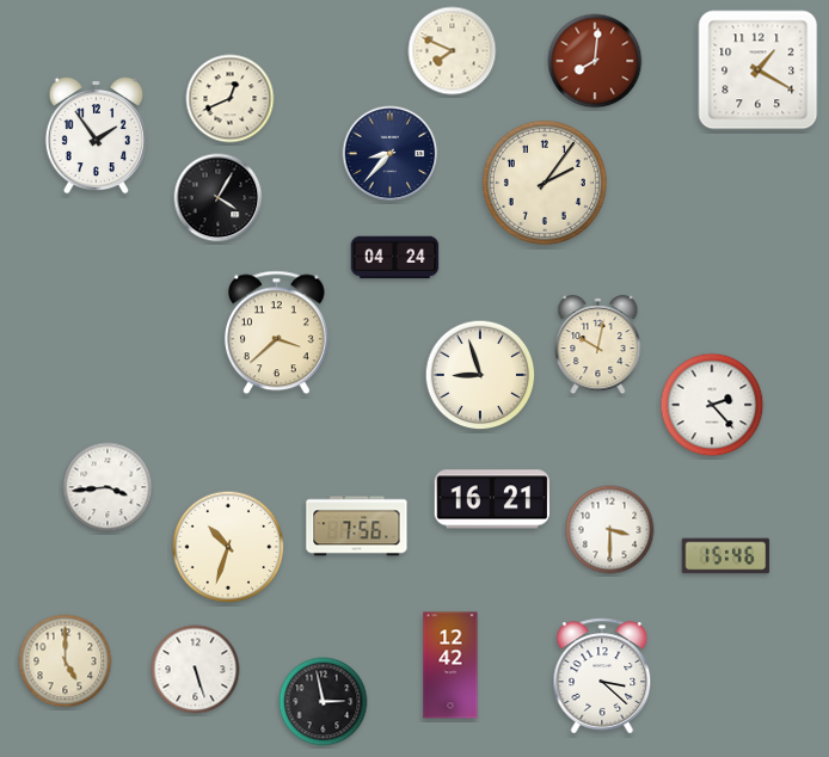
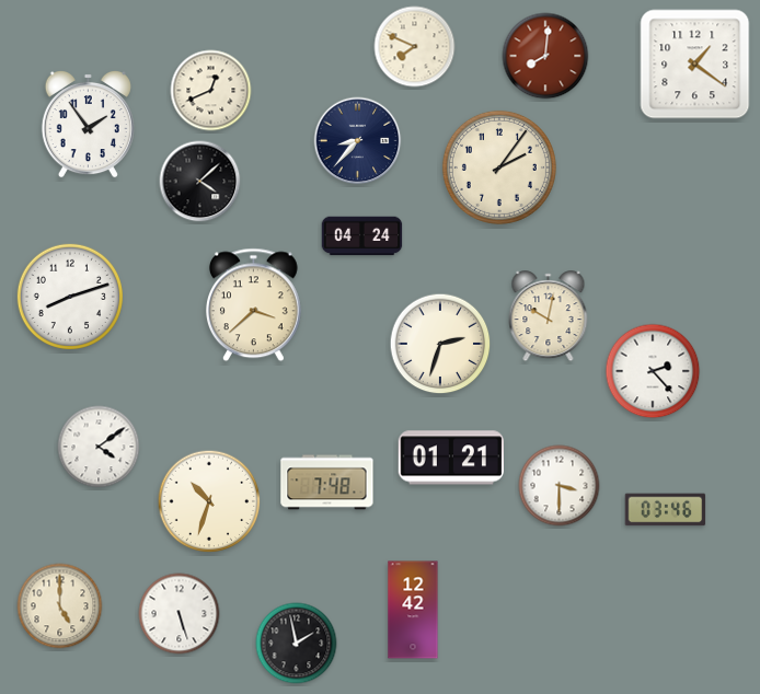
clock at (759, 70): 1:20 -> 1:21
clock at (219, 198): 4:05 -> 4:08
clock at (69, 296): none -> 8:12
clock at (480, 375): 8:57 -> 2:33
clock at (108, 487): 3:44 -> 4:09
clock at (492, 499): 16:21 -> 01:21
clock at (357, 527): 7:56 -> 7:48
clock at (726, 556): 15:46 -> 03:46
clock at (602, 676): 3:22 -> none
clock at (324, 702): 2:58 -> 1:58
